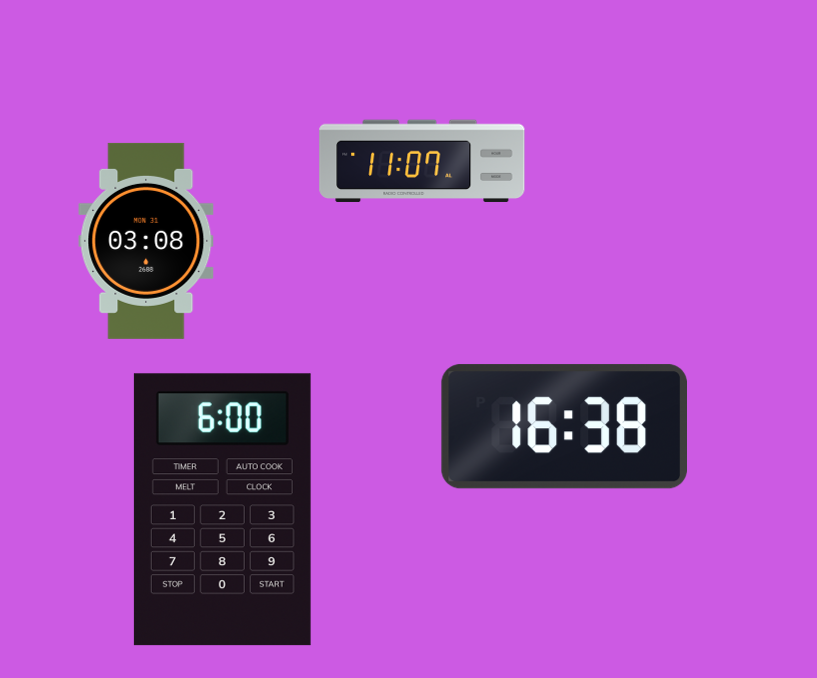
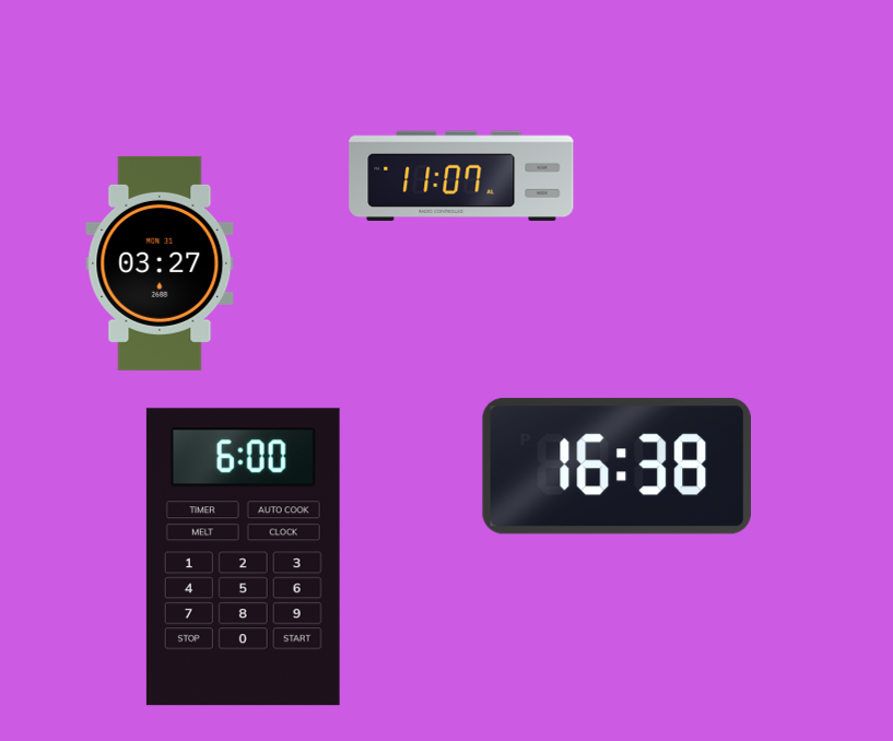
clock at (146, 241): 03:08 -> 03:27
